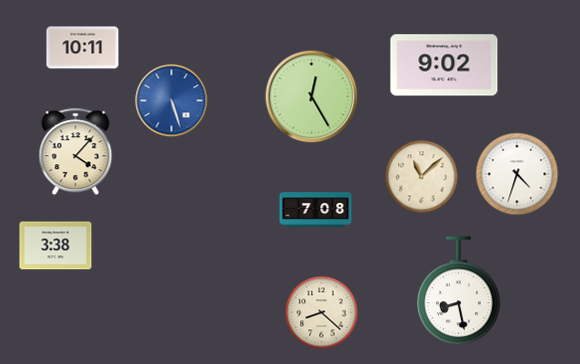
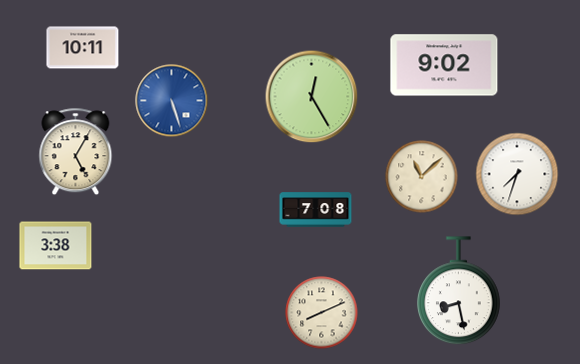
clock at (76, 152): 4:07 -> 5:05
clock at (517, 174): 4:33 -> 7:33
clock at (322, 313): 8:22 -> 8:11
